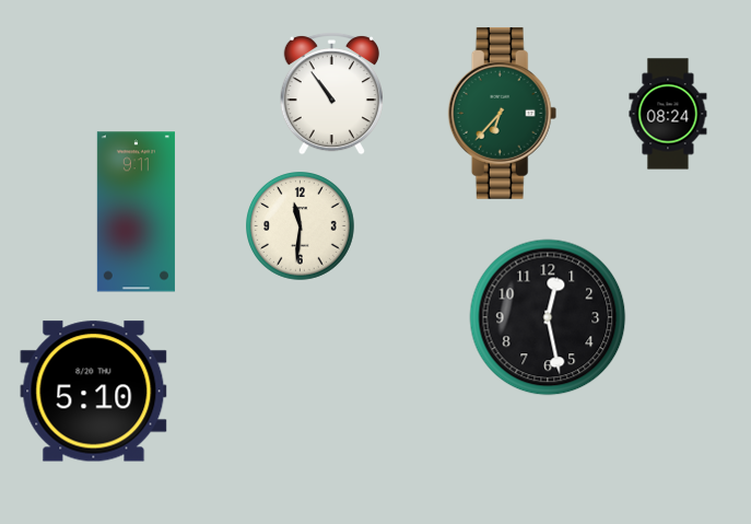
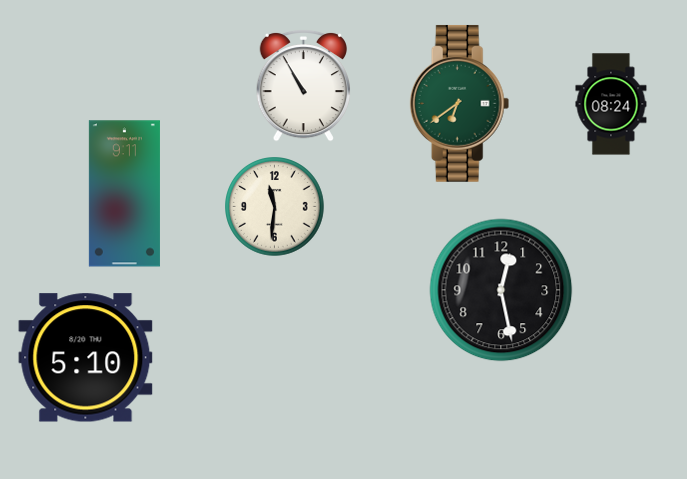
clock at (331, 93): 10:54 -> 10:55
clock at (503, 113): 6:37 -> 6:39
